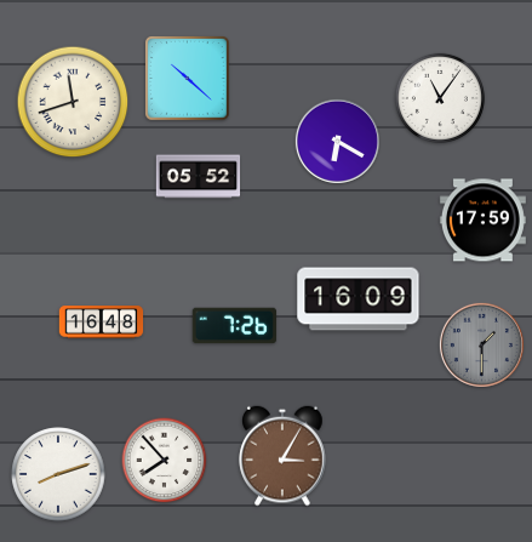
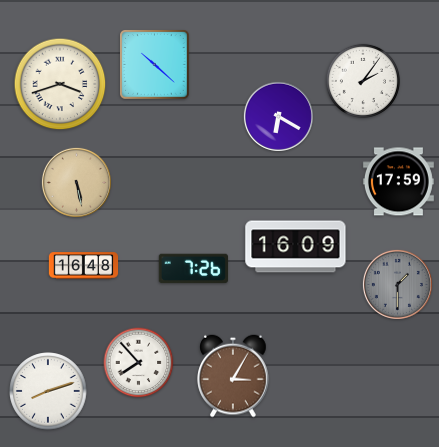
clock at (440, 98): 11:06 -> 2:06
clock at (73, 102): 11:42 -> 3:42
clock at (199, 177): 05:52 -> none
clock at (76, 182): none -> 5:28
clock at (165, 461) position: (165, 461) -> (139, 363)
